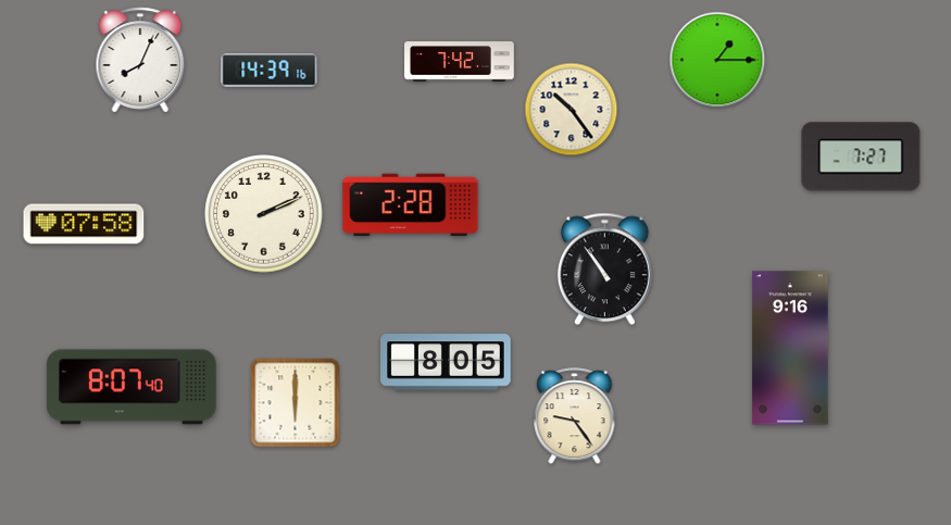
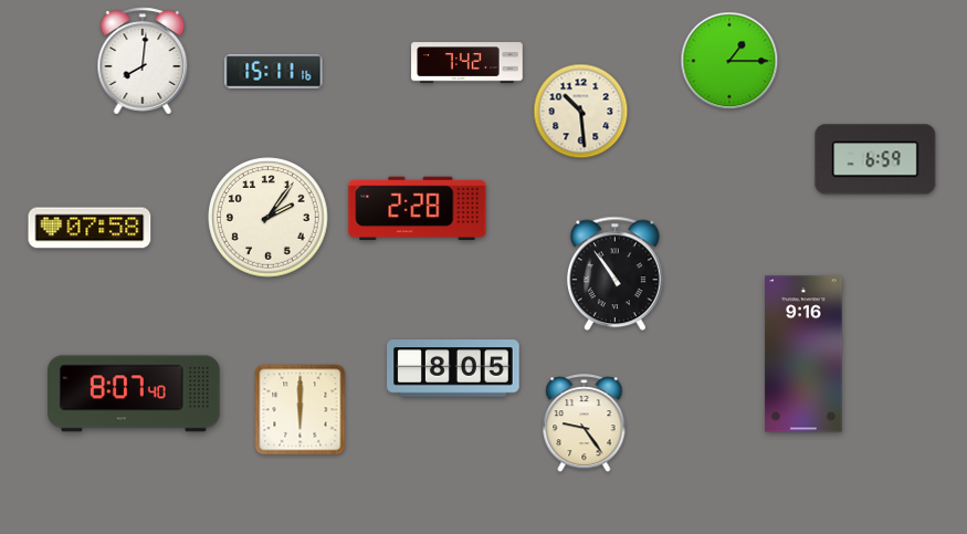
clock at (140, 60): 8:04 -> 8:01
clock at (270, 71): 14:39 -> 15:11
clock at (572, 110): 10:24 -> 10:29
clock at (861, 157): 7:27 -> 6:59
clock at (264, 214): 2:11 -> 2:06
clock at (84, 224) position: (84, 224) -> (90, 228)
